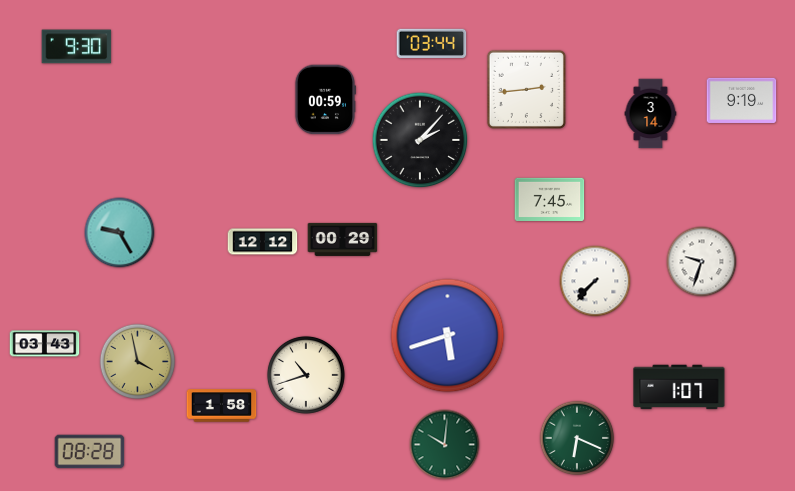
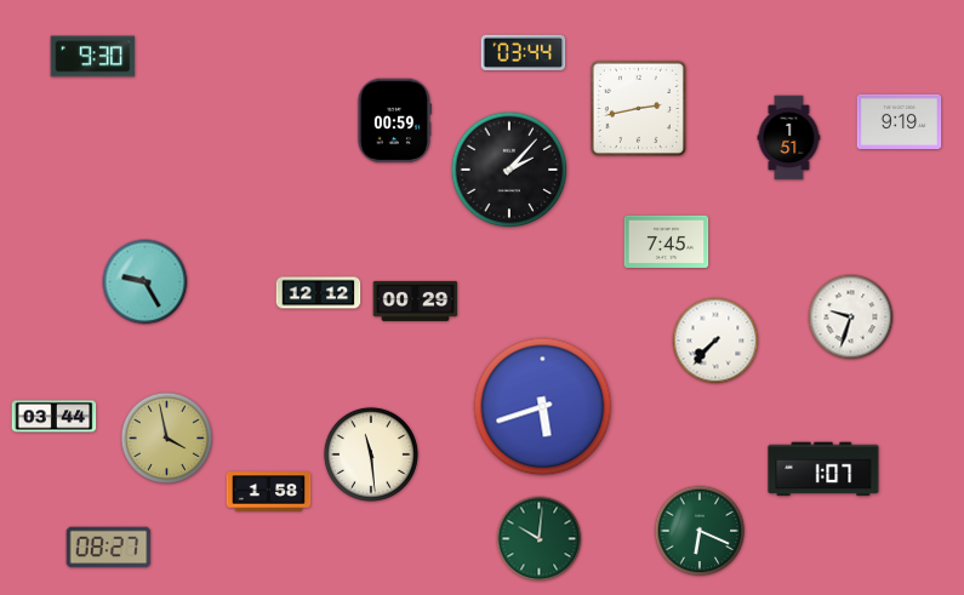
clock at (526, 89): 2:44 -> 2:43
clock at (651, 114): 3:14 -> 1:51
clock at (343, 239) position: (343, 239) -> (416, 301)
clock at (595, 281) position: (595, 281) -> (715, 341)
clock at (45, 344): 03:43 -> 03:44
clock at (306, 375): 10:42 -> 11:29
clock at (90, 452): 08:28 -> 08:27
